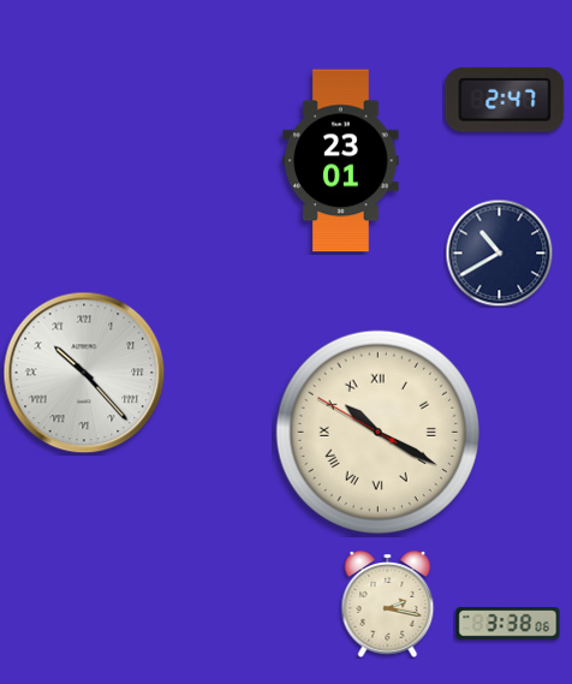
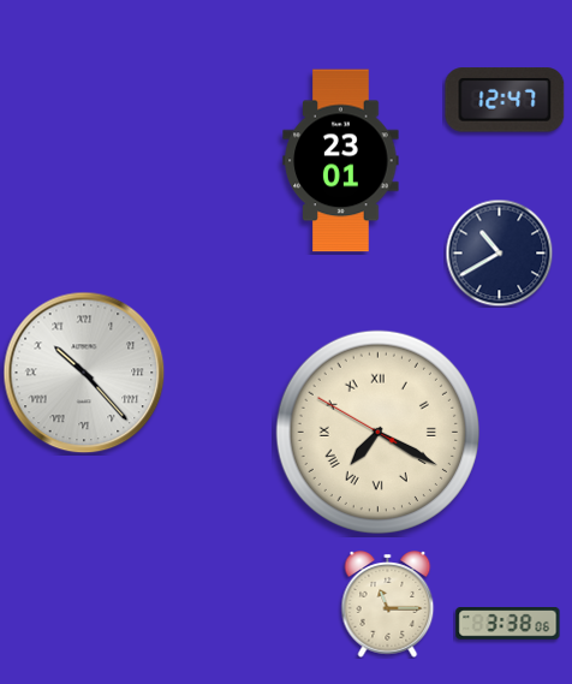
clock at (505, 100): 2:47 -> 12:47
clock at (377, 432): 10:19 -> 7:19
clock at (388, 605): 2:17 -> 11:15
